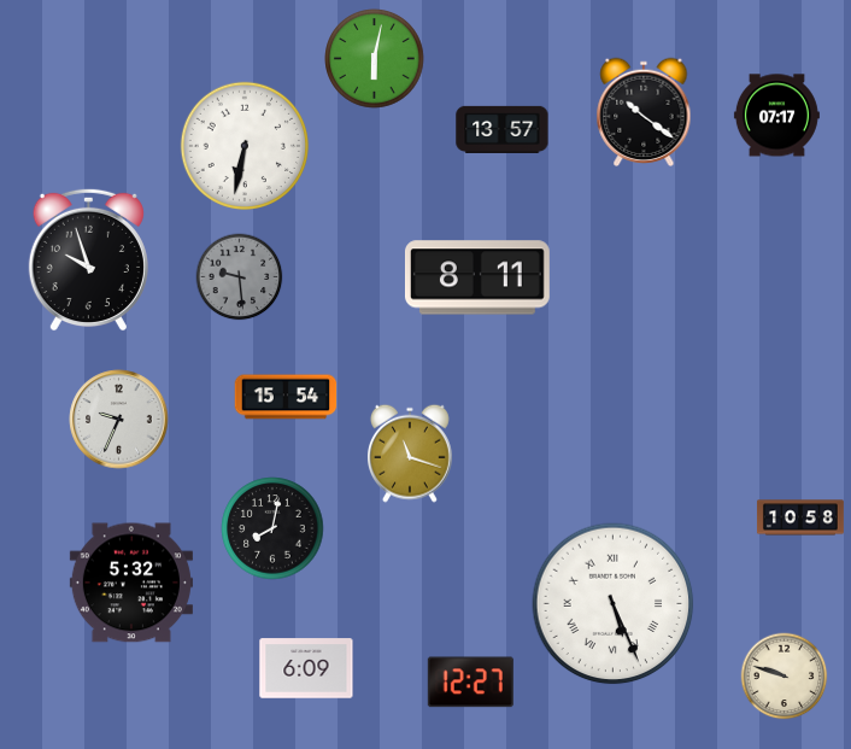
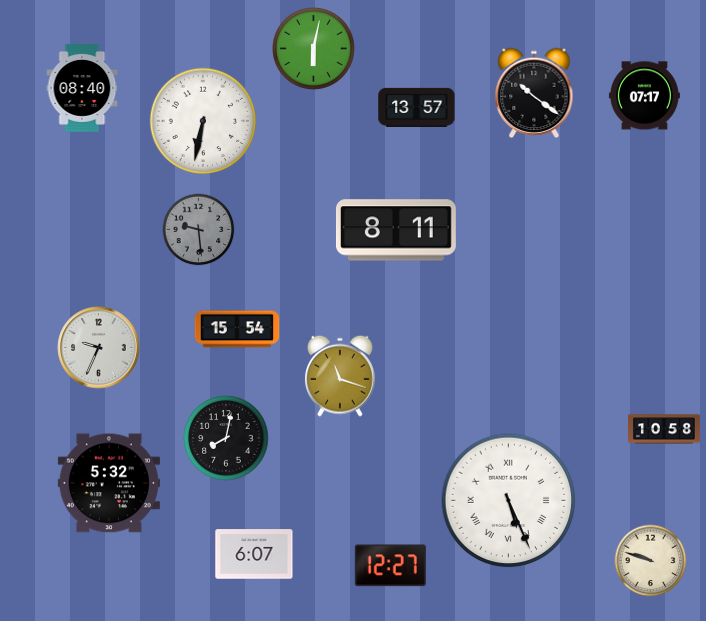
clock at (375, 59) position: (375, 59) -> (314, 49)
clock at (82, 88): none -> 08:40
clock at (88, 259): 9:57 -> none
clock at (306, 668): 6:09 -> 6:07
